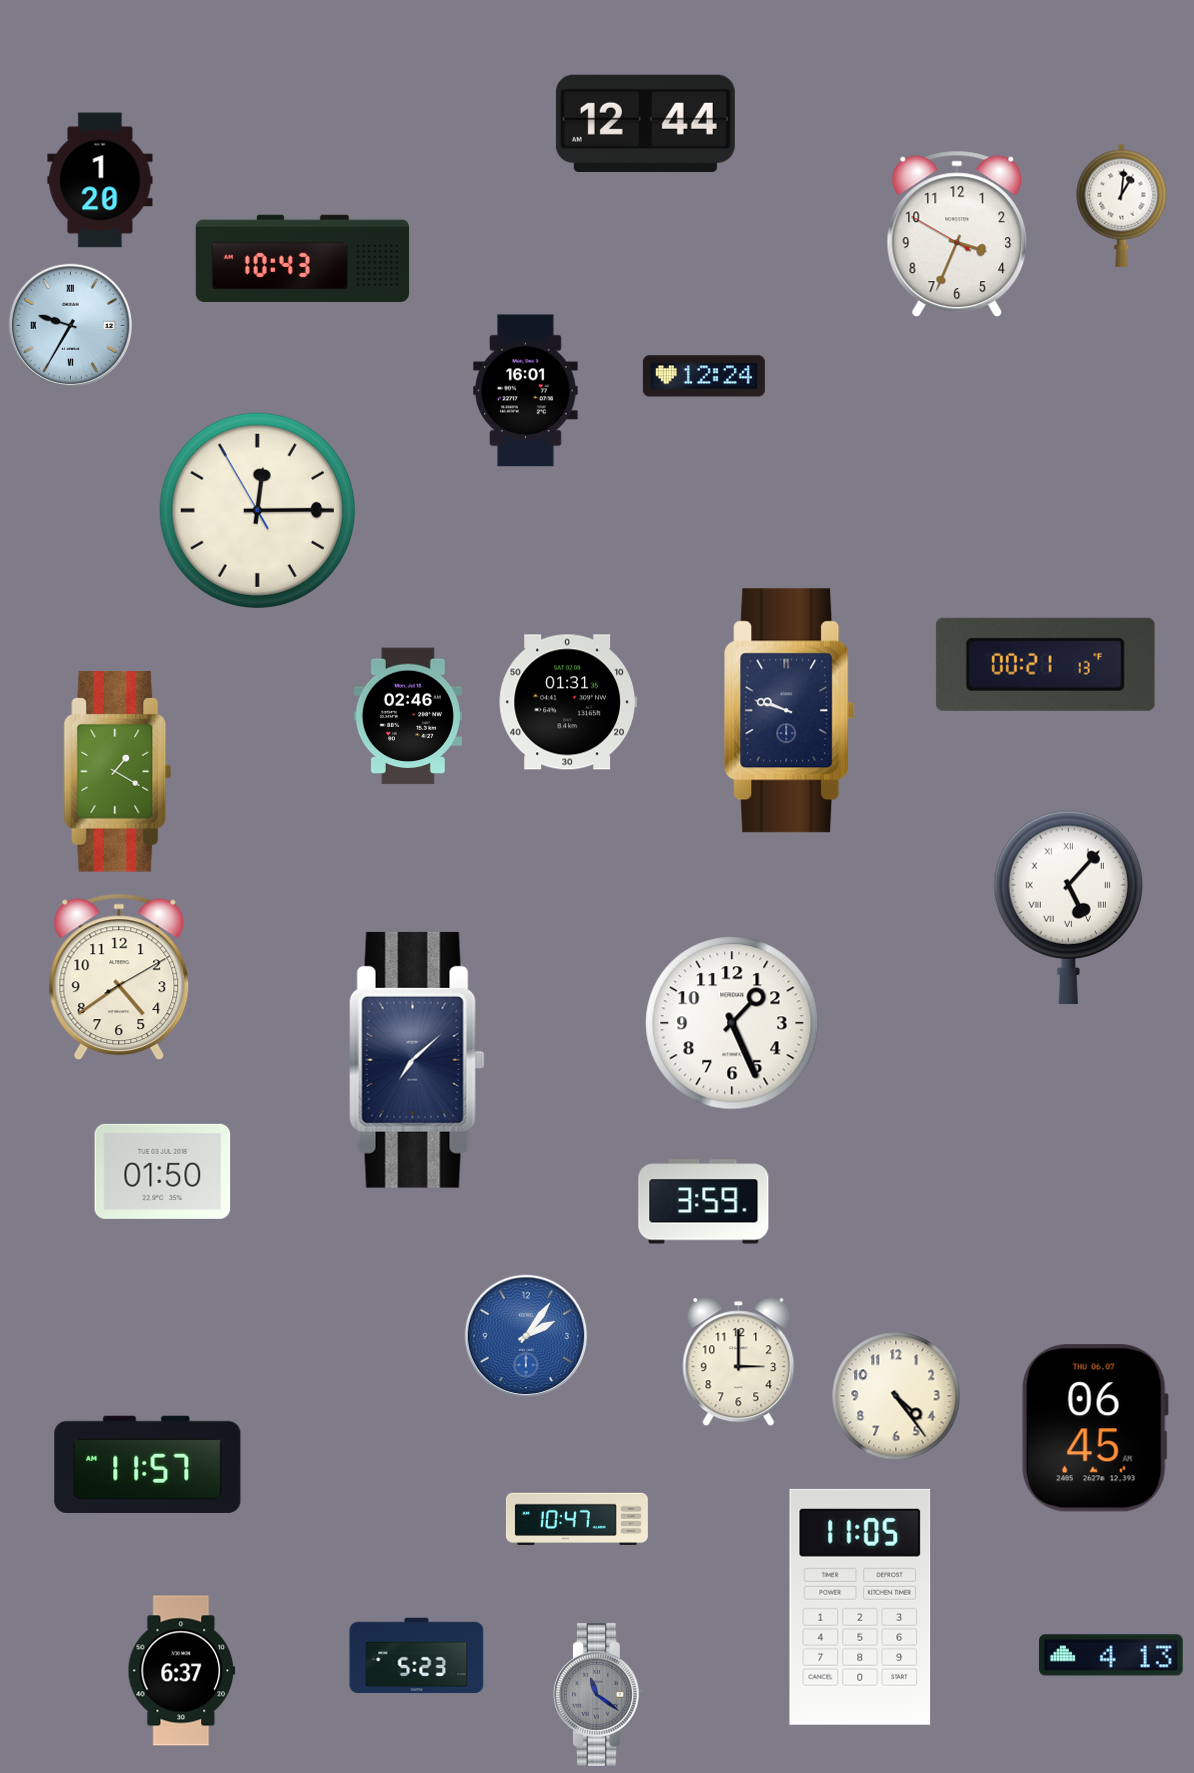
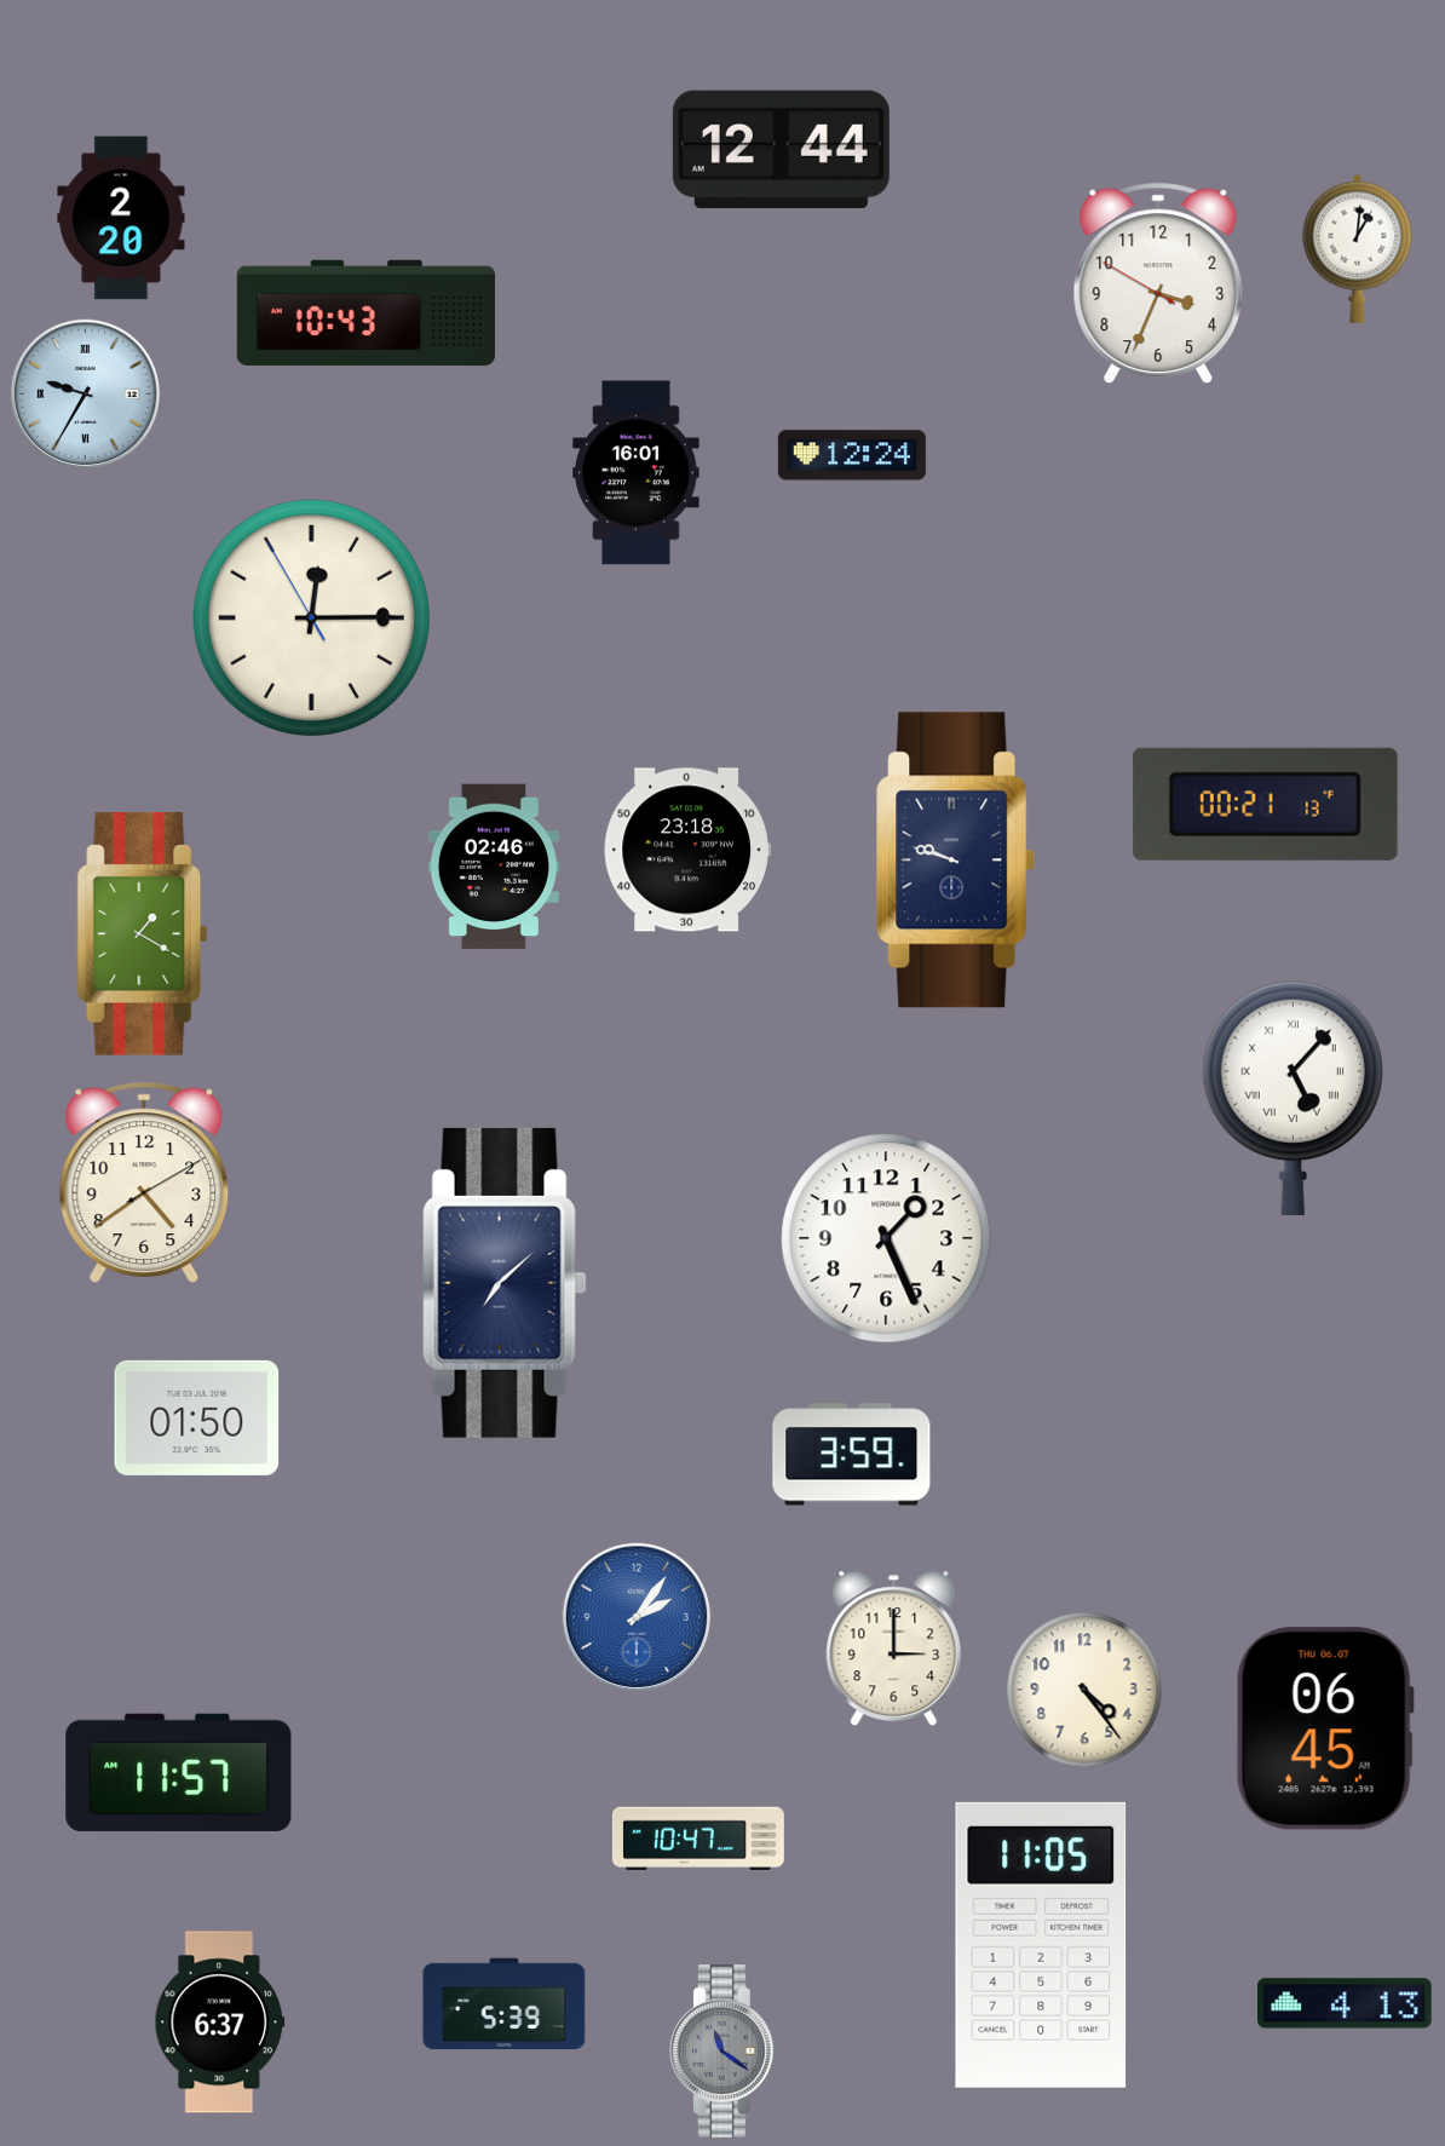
clock at (100, 180): 1:20 -> 2:20
clock at (568, 702): 01:31 -> 23:18
clock at (417, 1656): 5:23 -> 5:39
